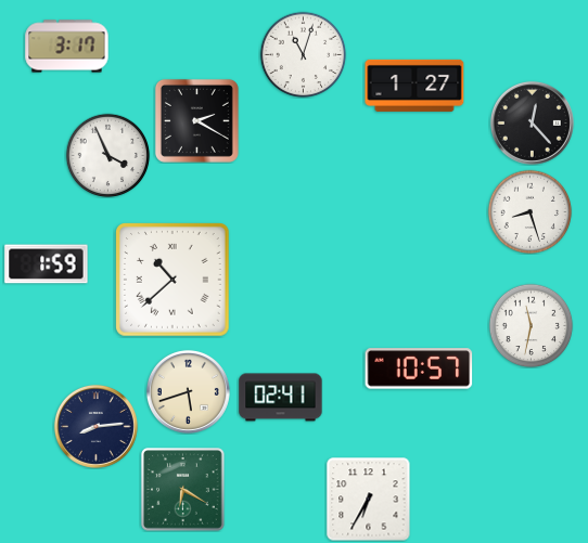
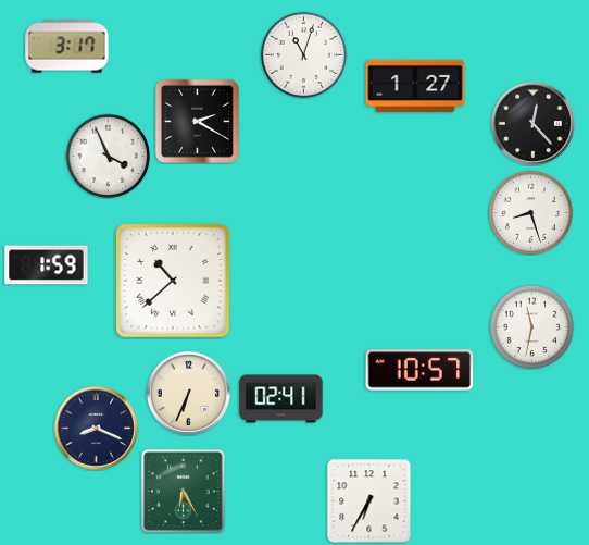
clock at (188, 391): 5:42 -> 6:34
clock at (95, 426): 8:14 -> 8:19
clock at (183, 490): 6:20 -> 6:25
